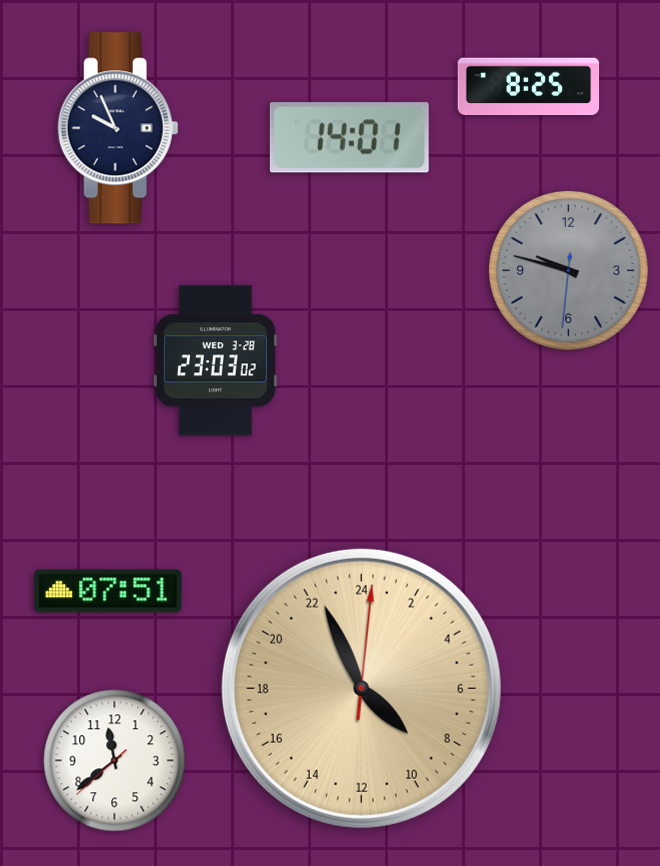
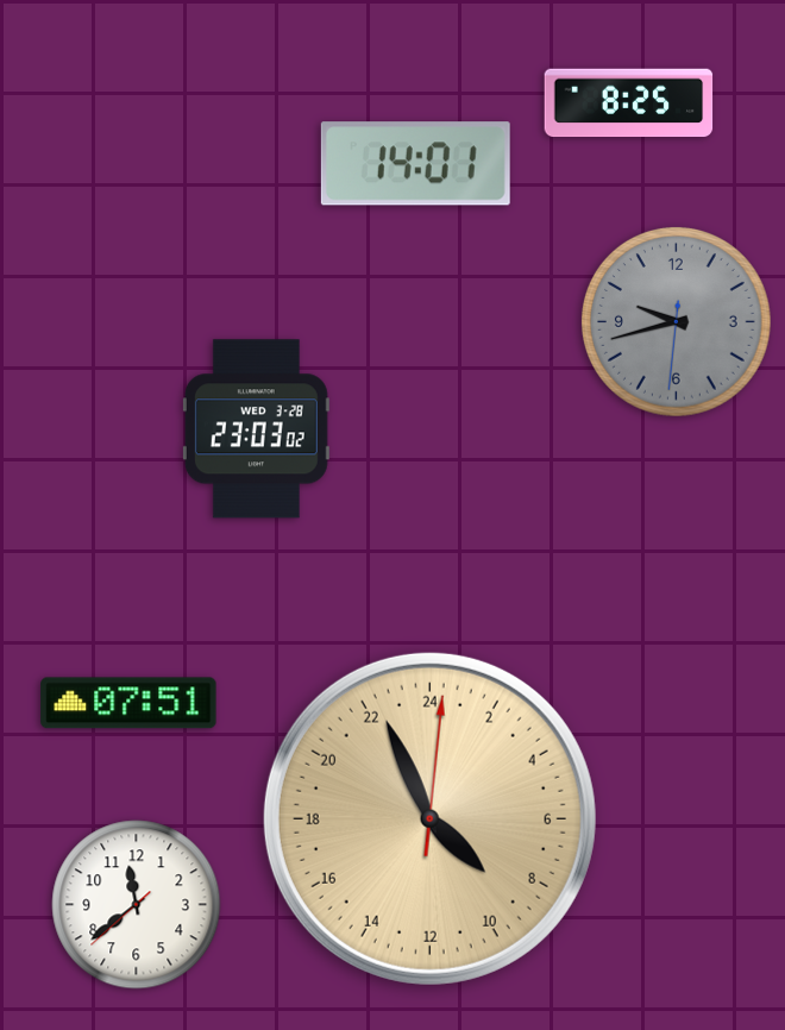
clock at (118, 128): 9:56 -> none
clock at (568, 270): 9:47 -> 9:42
